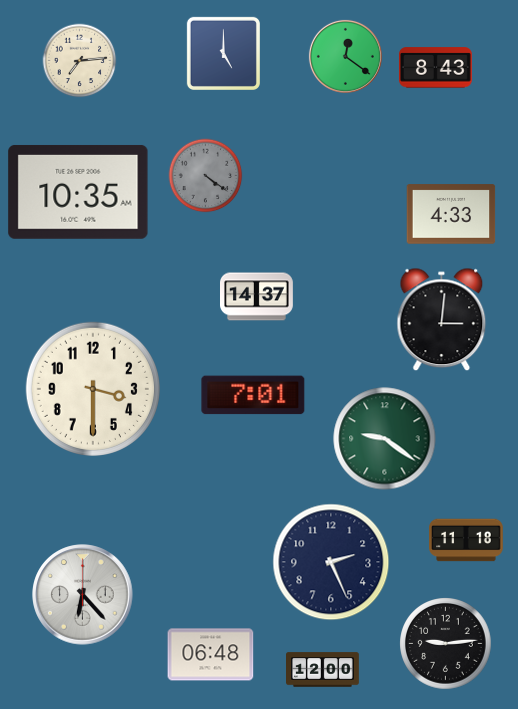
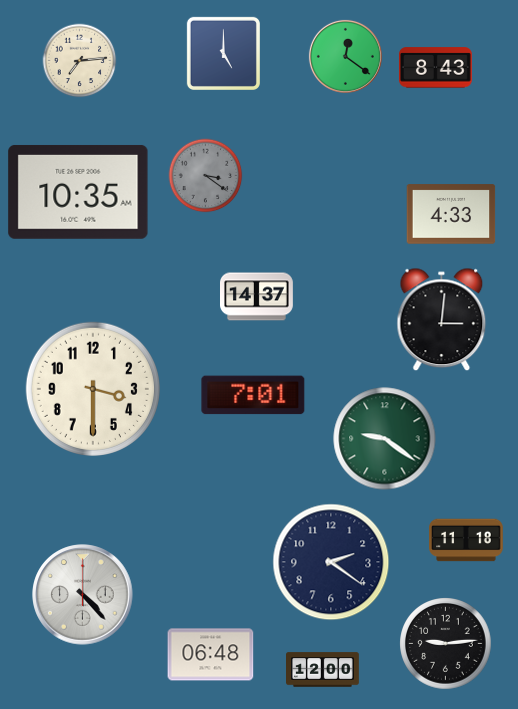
clock at (206, 176): 4:21 -> 3:21
clock at (331, 562): 2:26 -> 2:21
clock at (83, 595): 6:23 -> 4:23
